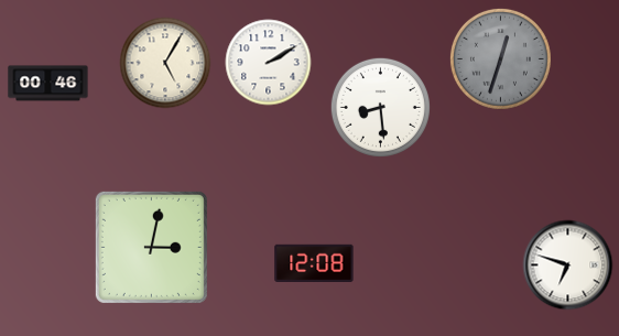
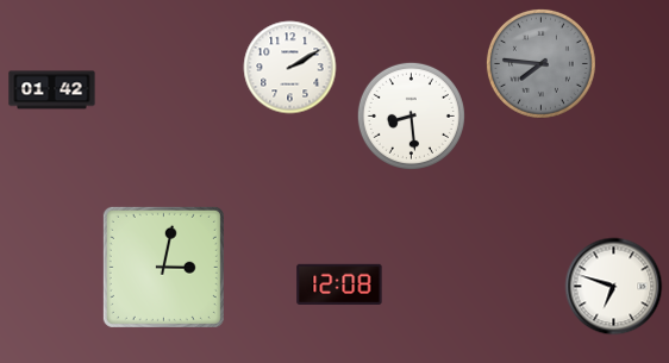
clock at (500, 58): 12:33 -> 7:46
clock at (165, 63): 5:05 -> none
clock at (48, 84): 00:46 -> 01:42
